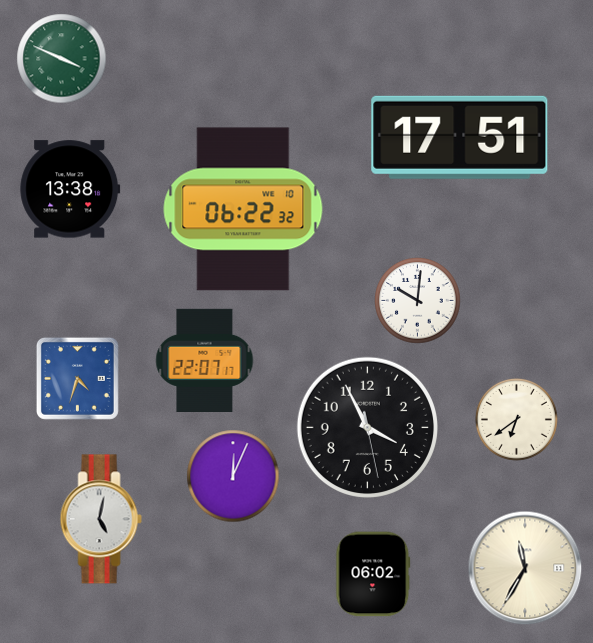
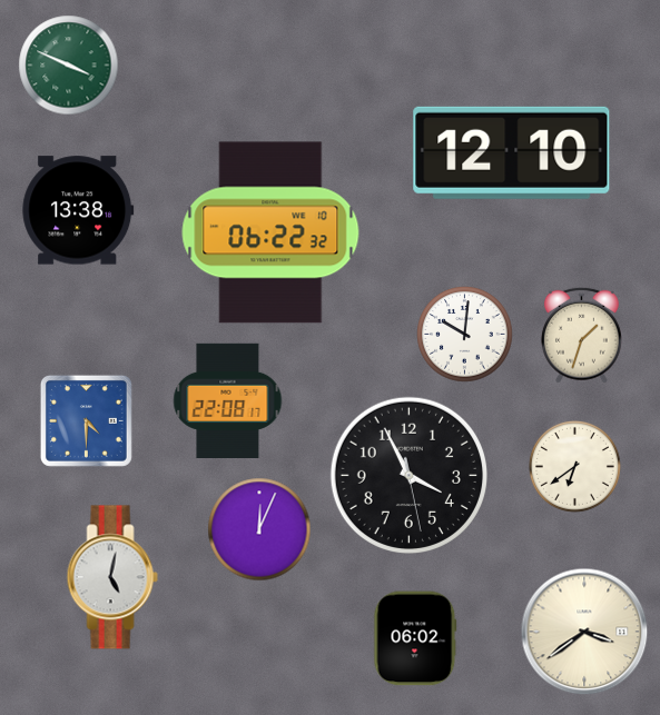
clock at (460, 137): 17:51 -> 12:10
clock at (581, 335): none -> 1:33
clock at (205, 360): 22:07 -> 22:08
clock at (77, 378): 4:33 -> 4:30
clock at (525, 568): 11:35 -> 3:39
